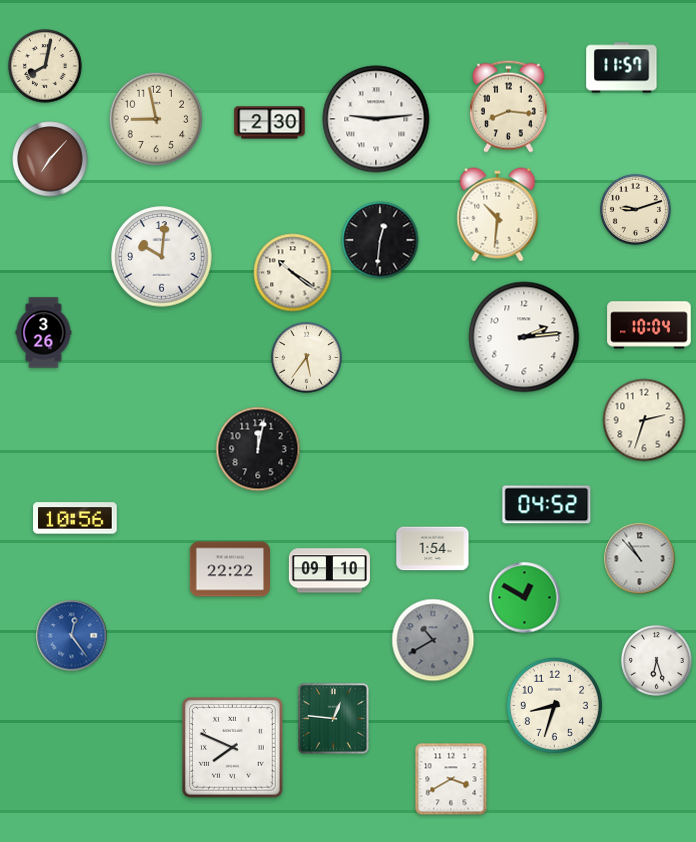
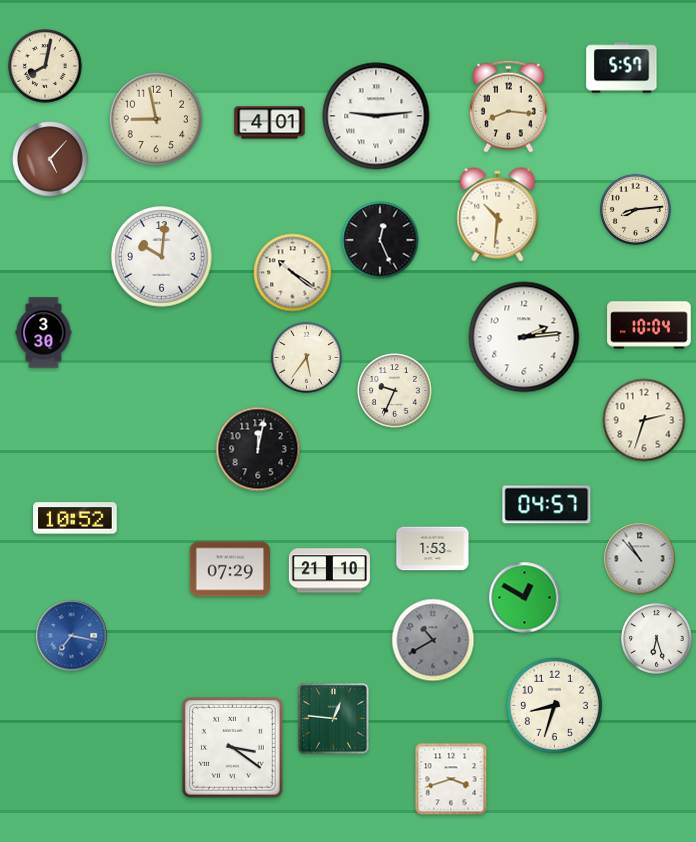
clock at (622, 68): 11:57 -> 5:57
clock at (376, 119) position: (376, 119) -> (376, 116)
clock at (270, 123): 2:30 -> 4:01
clock at (50, 159): 7:07 -> 5:07
clock at (636, 210): 9:12 -> 8:14
clock at (380, 240): 12:31 -> 12:26
clock at (44, 333): 3:26 -> 3:30
clock at (395, 391): none -> 9:34
clock at (547, 505): 04:52 -> 04:57
clock at (75, 518): 10:56 -> 10:52
clock at (433, 549): 1:54 -> 1:53
clock at (229, 569): 22:22 -> 07:29
clock at (329, 571): 09:10 -> 21:10
clock at (72, 636): 12:24 -> 7:17
clock at (657, 661) position: (657, 661) -> (657, 639)
clock at (233, 748): 7:49 -> 3:21
clock at (451, 779): 3:40 -> 3:42
